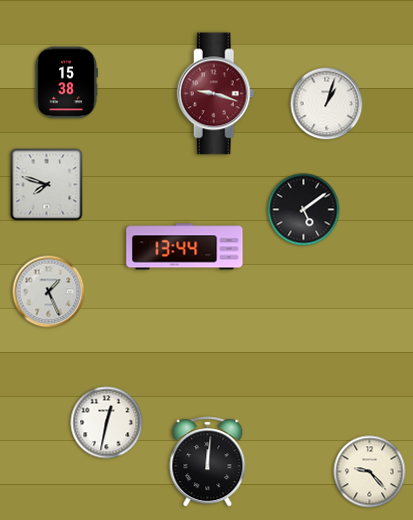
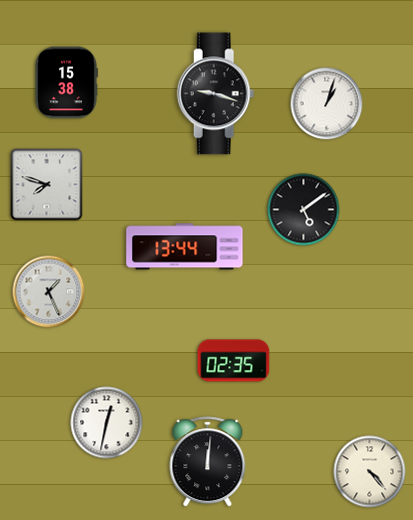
clock at (216, 94) dial: burgundy -> black
clock at (234, 361): none -> 02:35
clock at (370, 472): 9:23 -> 4:23
